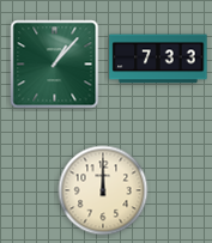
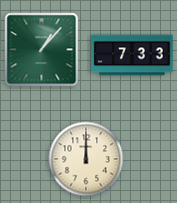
clock at (158, 59) position: (158, 59) -> (132, 55)
clock at (55, 65) position: (55, 65) -> (42, 50)
